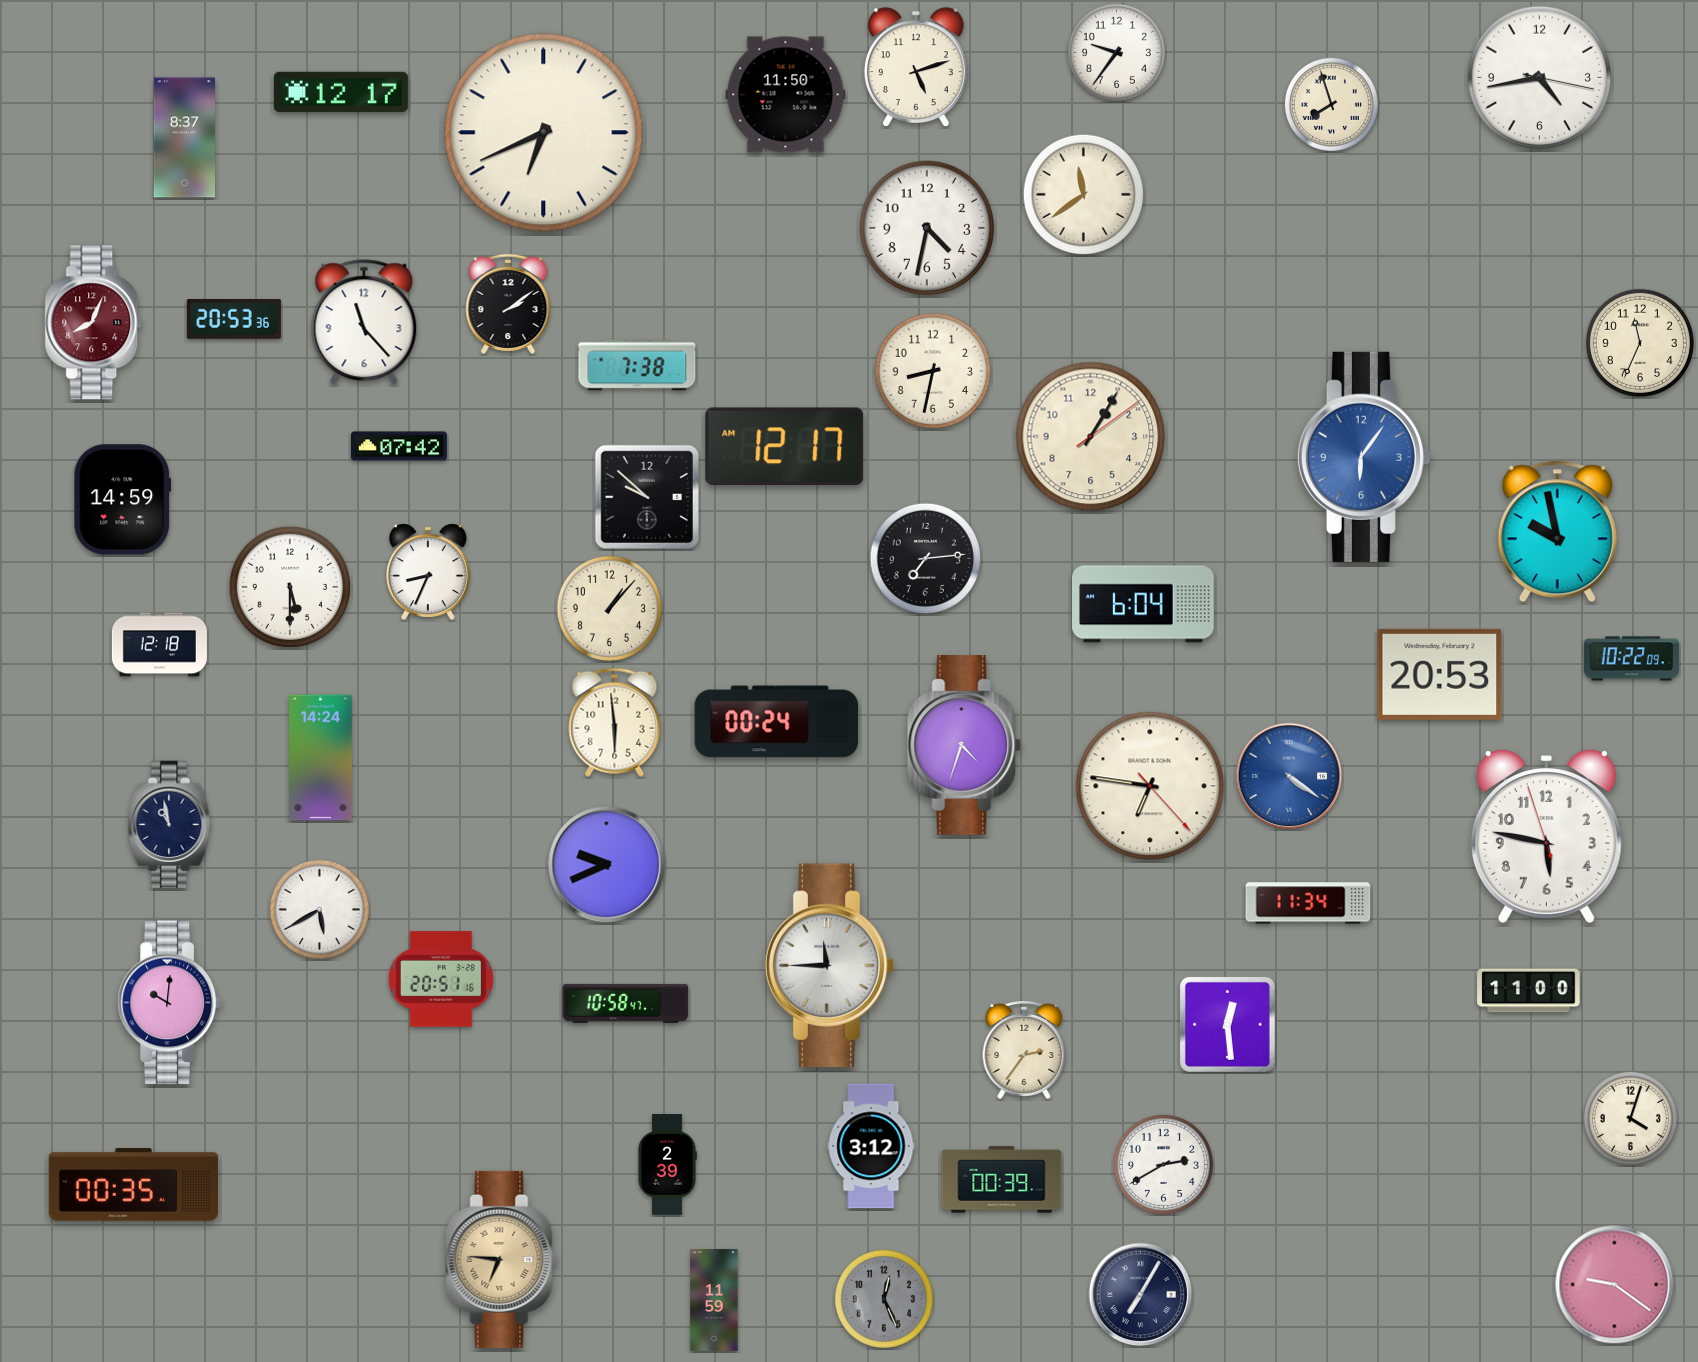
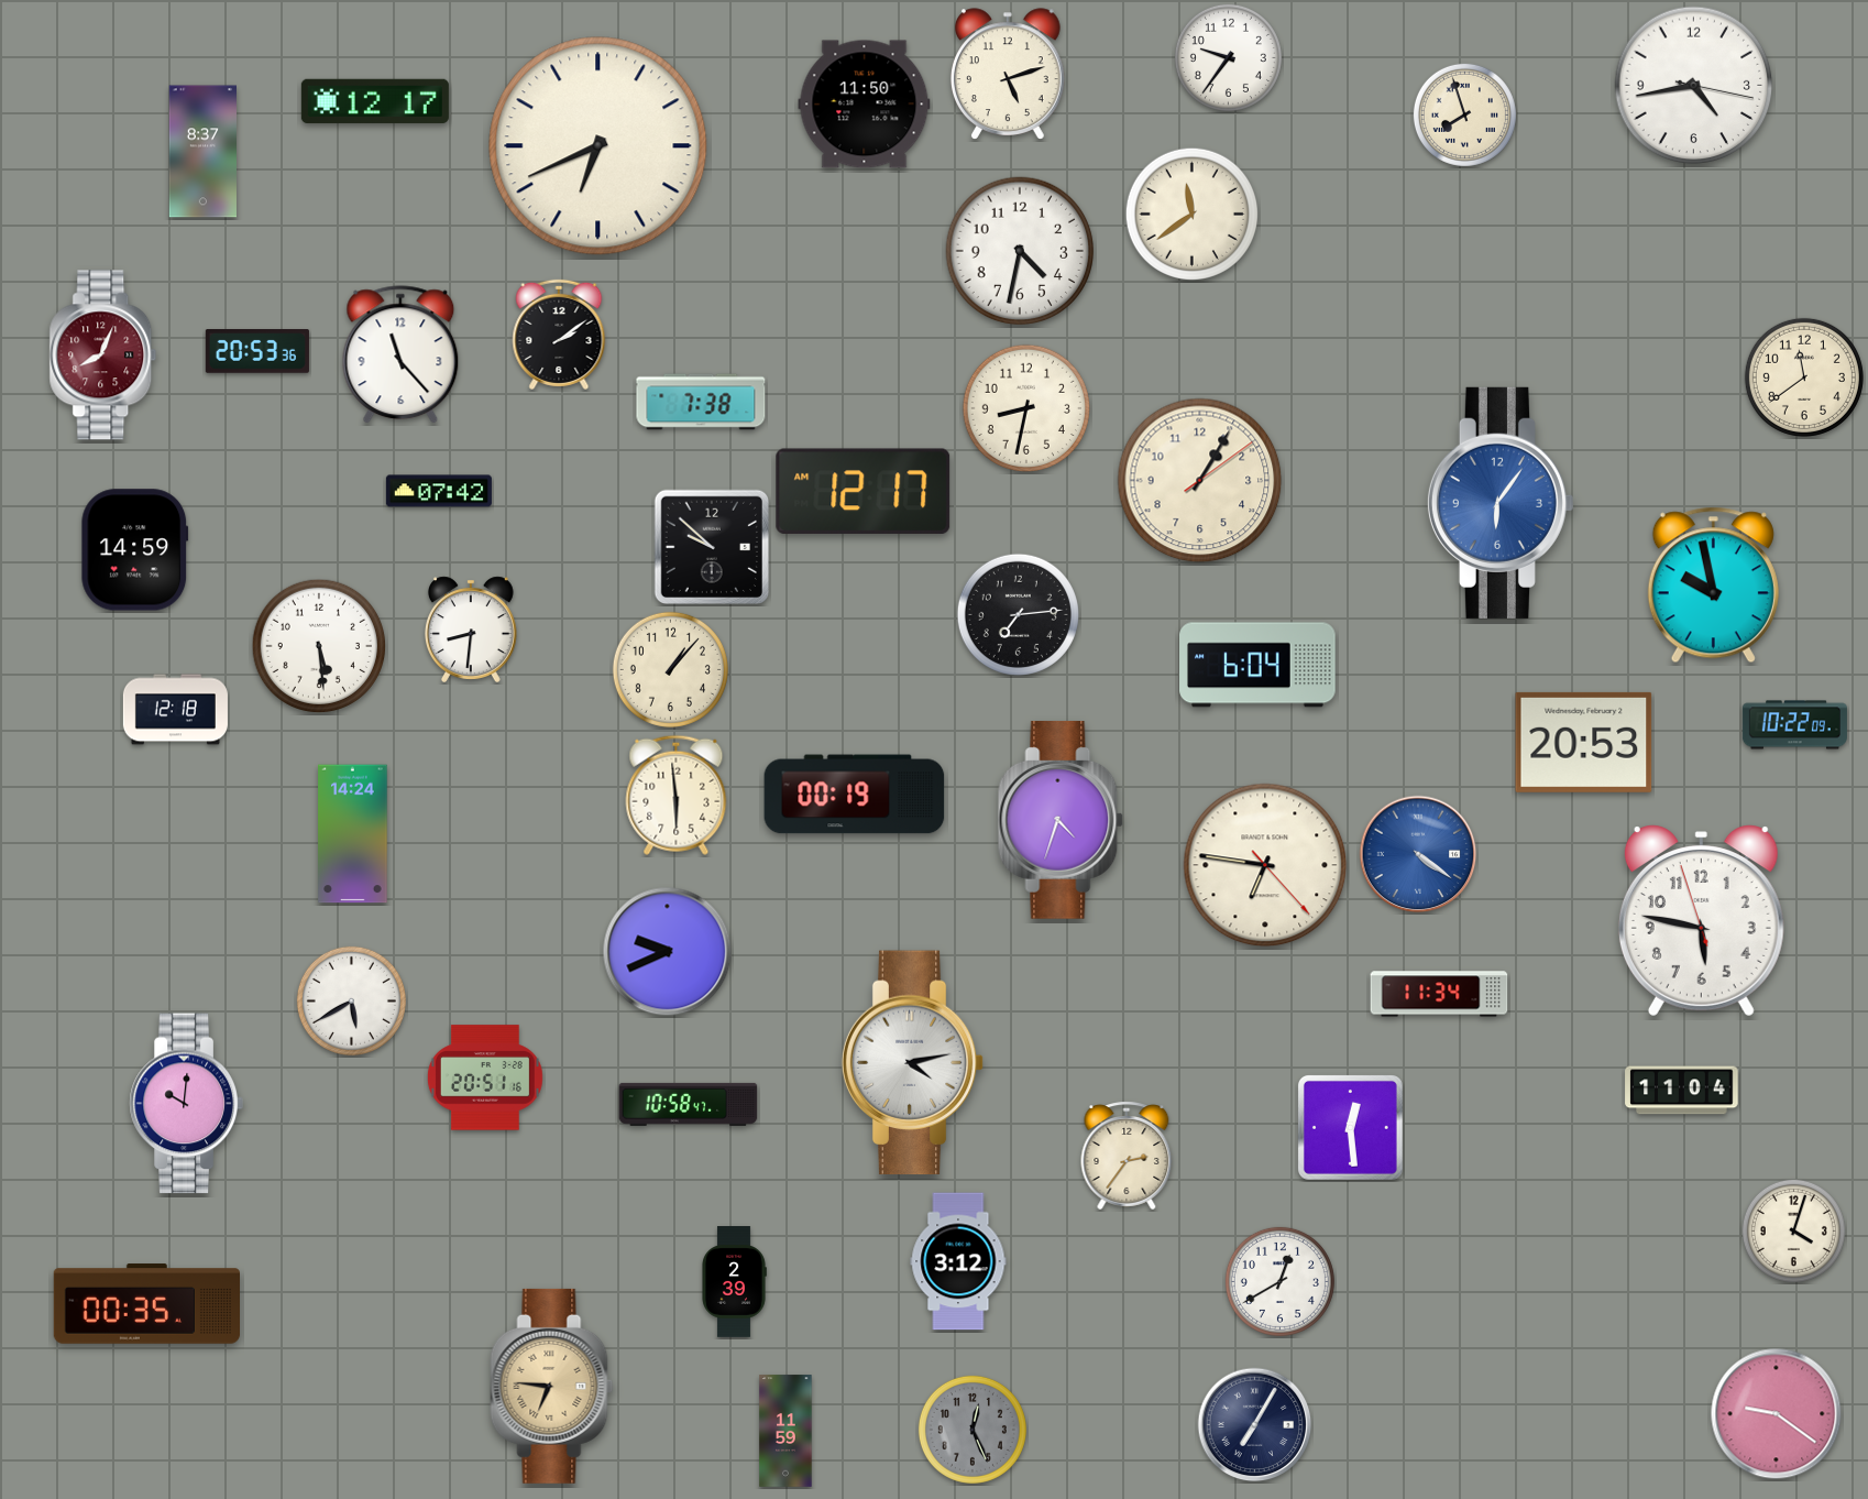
clock at (1640, 343): 11:34 -> 11:39
clock at (428, 572): 8:34 -> 8:31
clock at (289, 586): 5:30 -> 5:29
clock at (777, 722): 00:24 -> 00:19
clock at (170, 825): 10:58 -> none
clock at (830, 966): 11:45 -> 4:13
clock at (1529, 991): 11:00 -> 11:04
clock at (1163, 1164): 2:40 -> 12:40
clock at (1002, 1180): 00:39 -> none
